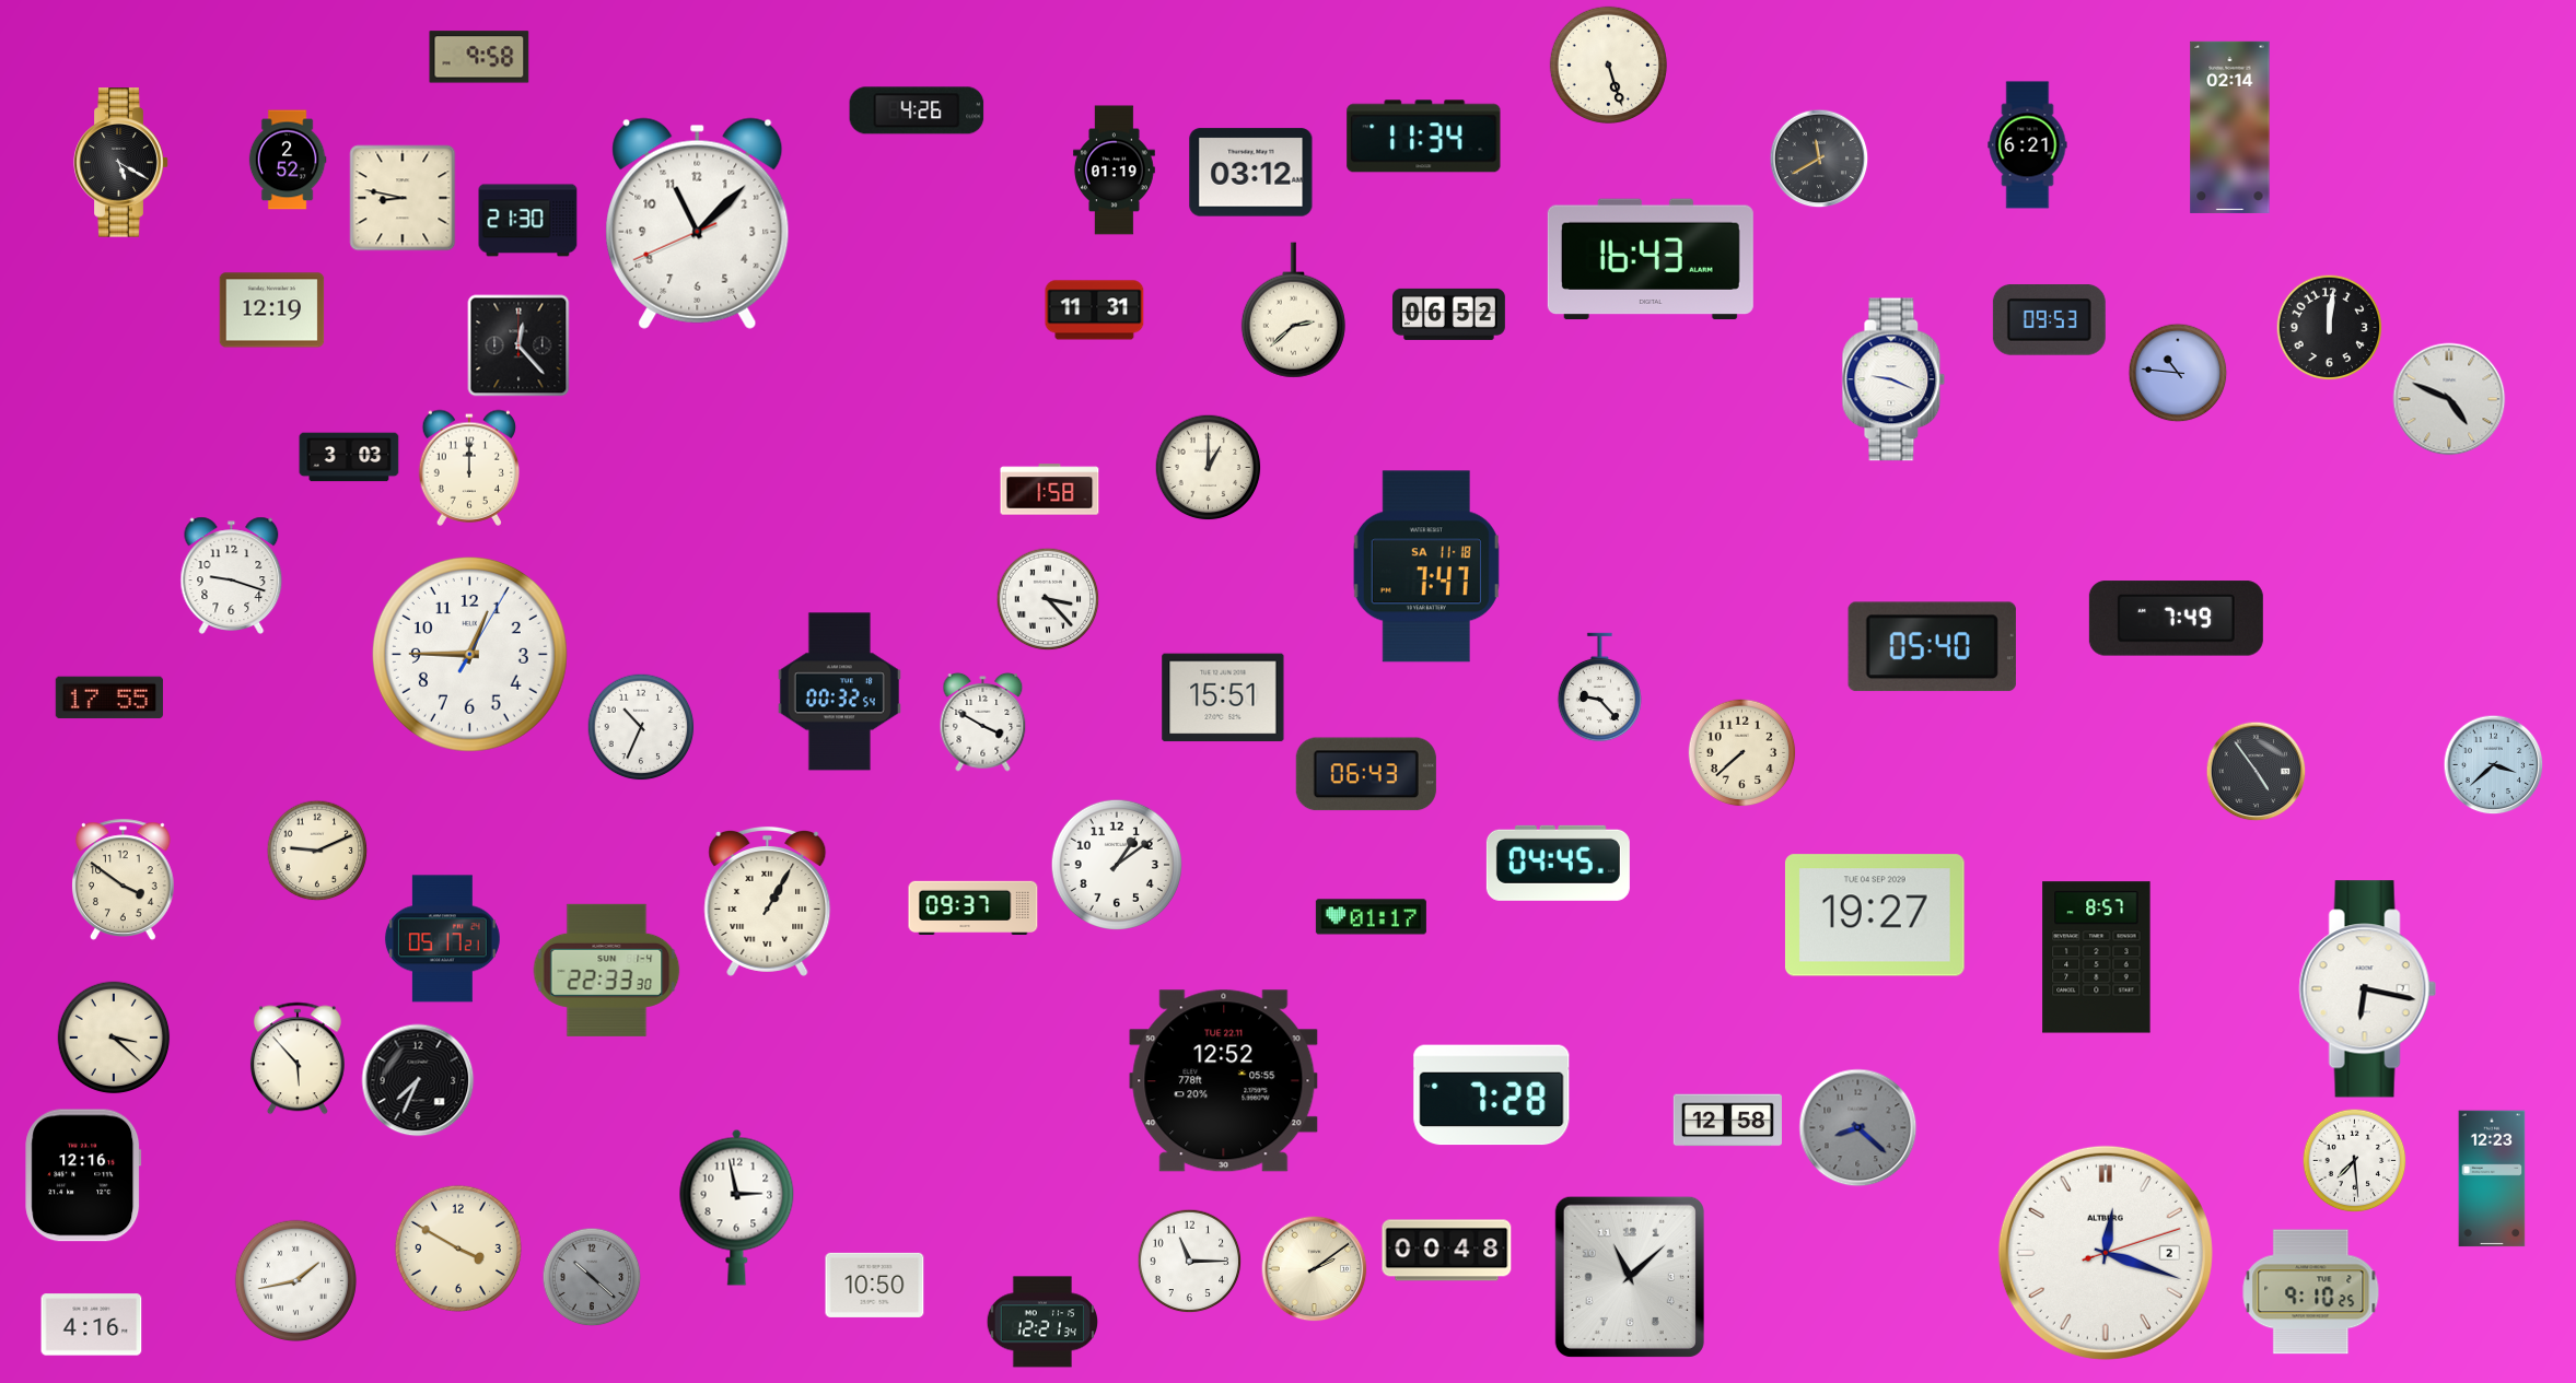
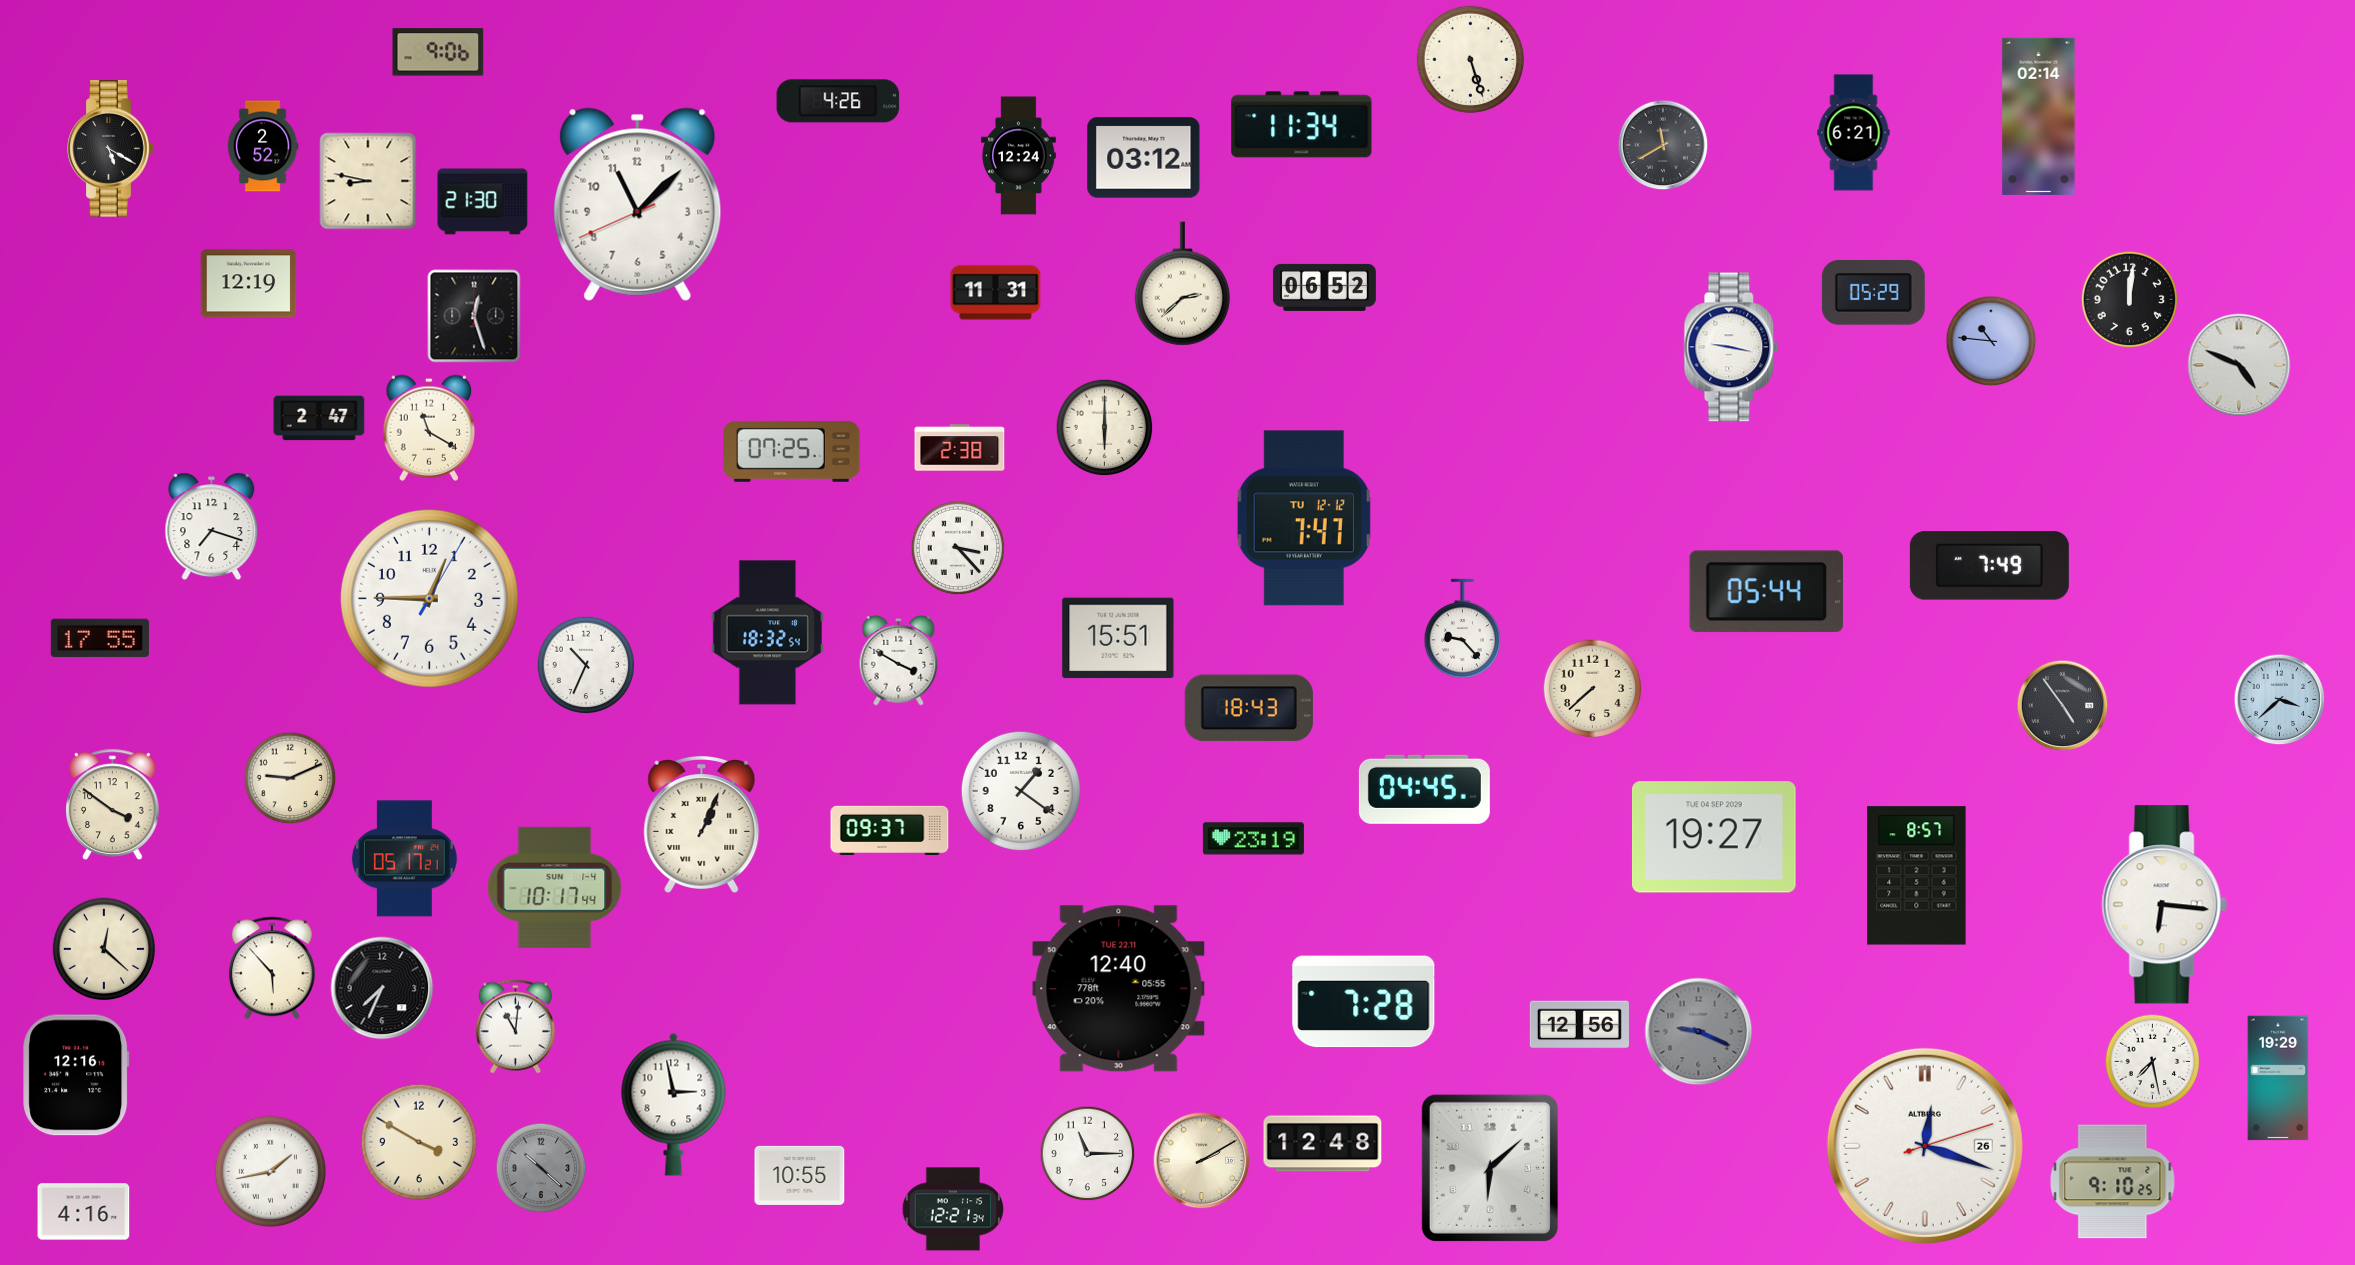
clock at (479, 57): 9:58 -> 9:06
clock at (1114, 171): 01:19 -> 12:24
clock at (1651, 259): 16:43 -> none
clock at (1095, 310) position: (1095, 310) -> (996, 293)
clock at (2049, 320): 09:53 -> 05:29
clock at (518, 345): 12:23 -> 12:27
clock at (1893, 379): 9:19 -> 9:17
clock at (349, 457): 3:03 -> 2:47
clock at (468, 468): 12:00 -> 11:20
clock at (1209, 468): 1:00 -> 6:00
clock at (1050, 490): 1:58 -> 2:38
clock at (792, 451): none -> 07:25
clock at (1426, 566) date: SA 11-18 -> TU 12-12
clock at (232, 575): 9:18 -> 7:18
clock at (1932, 647): 05:40 -> 05:44
clock at (839, 692): 00:32 -> 18:32
clock at (1366, 774): 06:43 -> 18:43
clock at (1117, 865): 1:09 -> 1:21
clock at (768, 901): 1:05 -> 1:04
clock at (1371, 917): 01:17 -> 23:19
clock at (607, 970): 22:33 -> 10:17
clock at (2367, 989): 6:17 -> 6:16
clock at (114, 1038): 3:22 -> 12:22
clock at (1224, 1081): 12:52 -> 12:40
clock at (1727, 1121): 12:58 -> 12:56
clock at (515, 1027): none -> 11:01
clock at (1858, 1128): 8:22 -> 9:19
clock at (2355, 1161): 7:29 -> 7:28
clock at (2492, 1179): 12:23 -> 19:29
clock at (1447, 1251): 00:48 -> 12:48
clock at (2106, 1253) date: 2 -> 26
clock at (1315, 1269): 2:09 -> 2:10
clock at (1630, 1277): 11:08 -> 6:08
clock at (875, 1285): 10:50 -> 10:55
